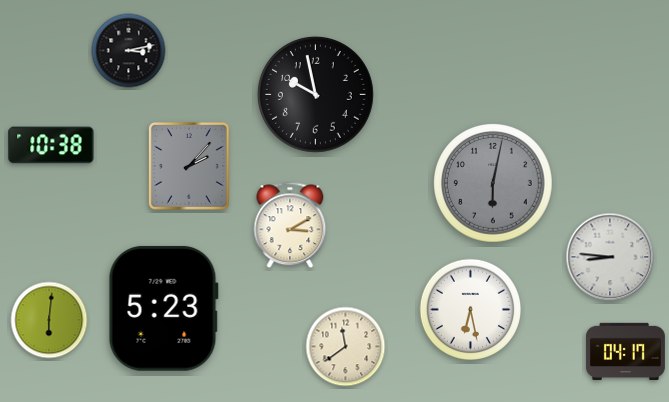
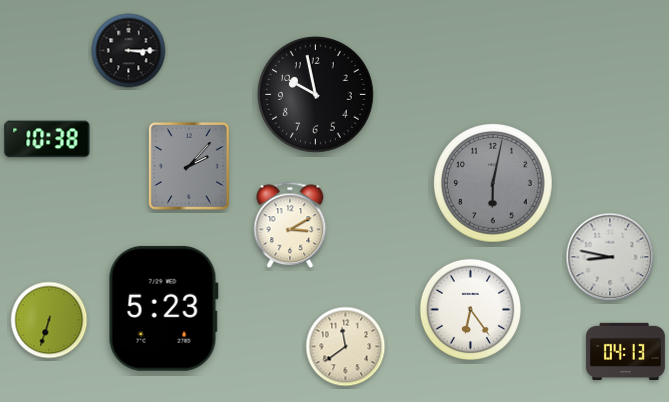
clock at (129, 51): 3:13 -> 3:15
clock at (51, 145) position: (51, 145) -> (47, 139)
clock at (610, 257): 8:46 -> 8:47
clock at (470, 309): 6:28 -> 6:24
clock at (49, 320): 6:01 -> 6:33
clock at (625, 352): 04:17 -> 04:13
